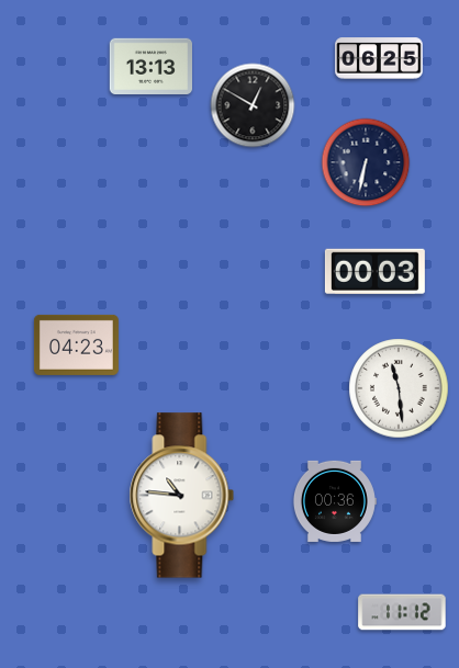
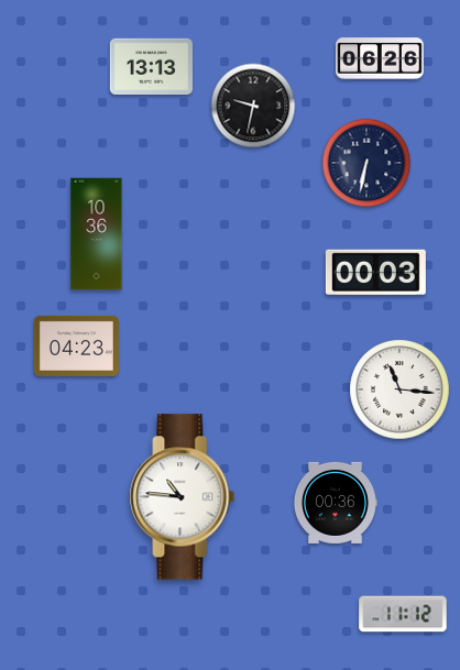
clock at (379, 58): 06:25 -> 06:26
clock at (253, 105): 12:50 -> 9:32
clock at (97, 234): none -> 10:36
clock at (399, 388): 11:29 -> 11:16
